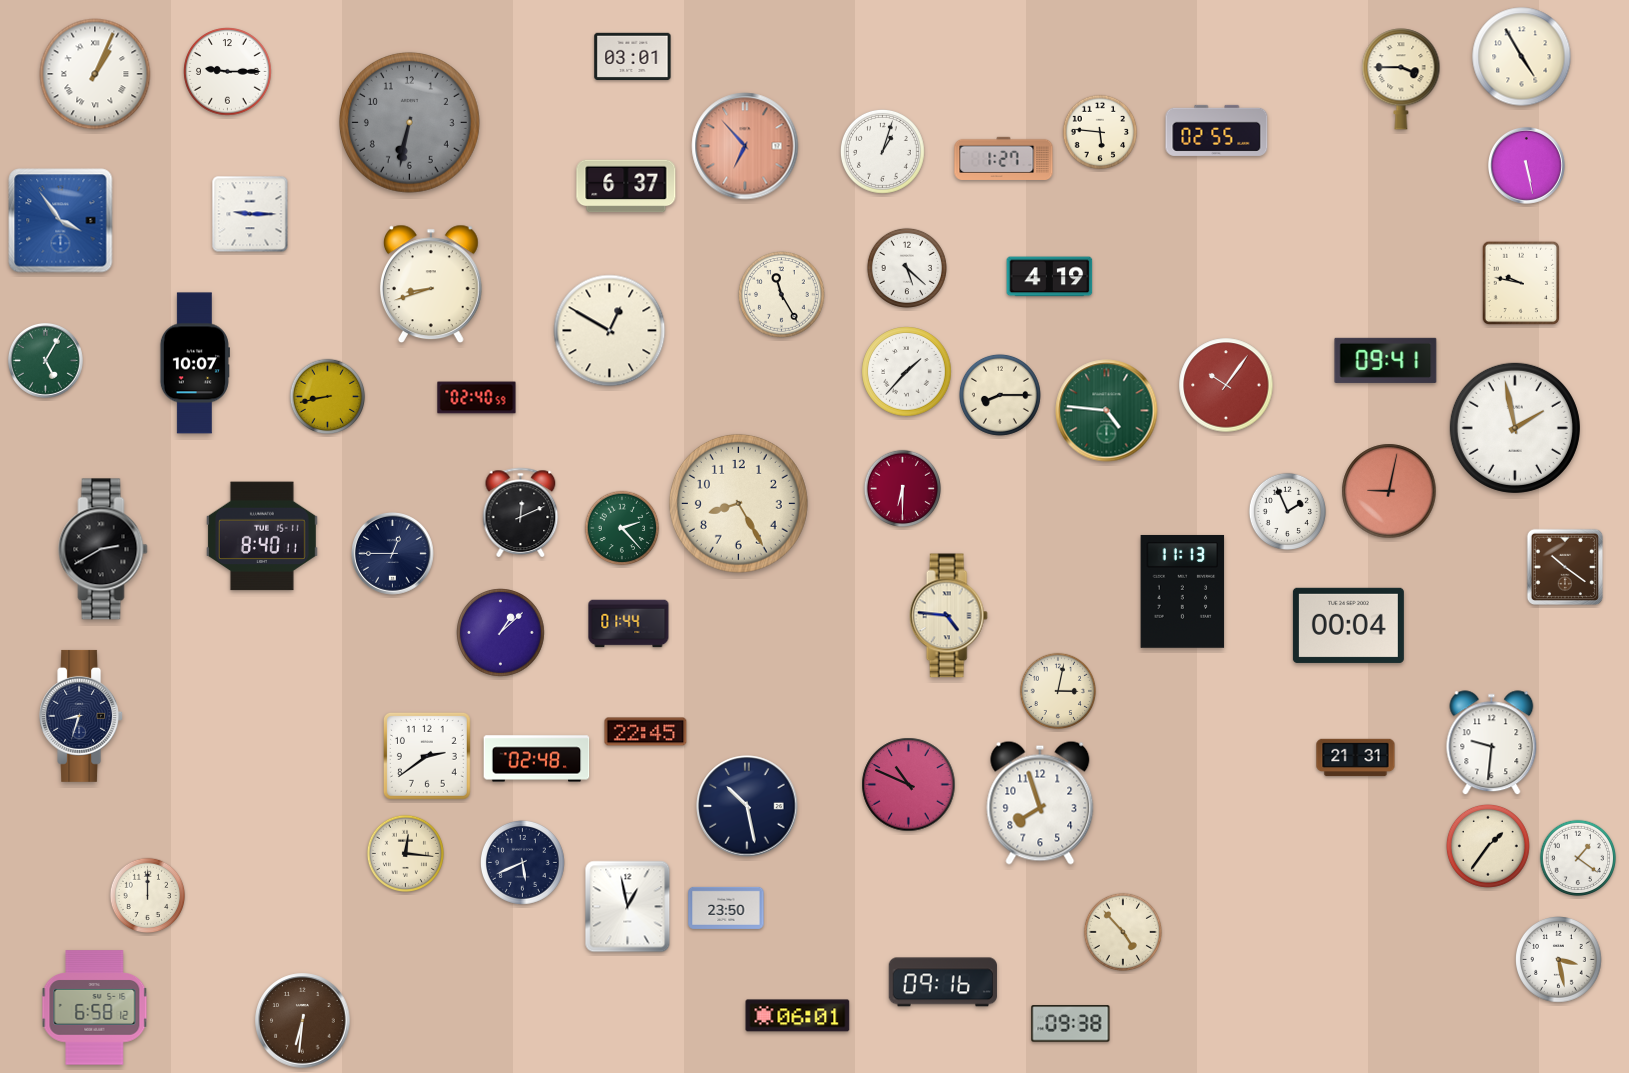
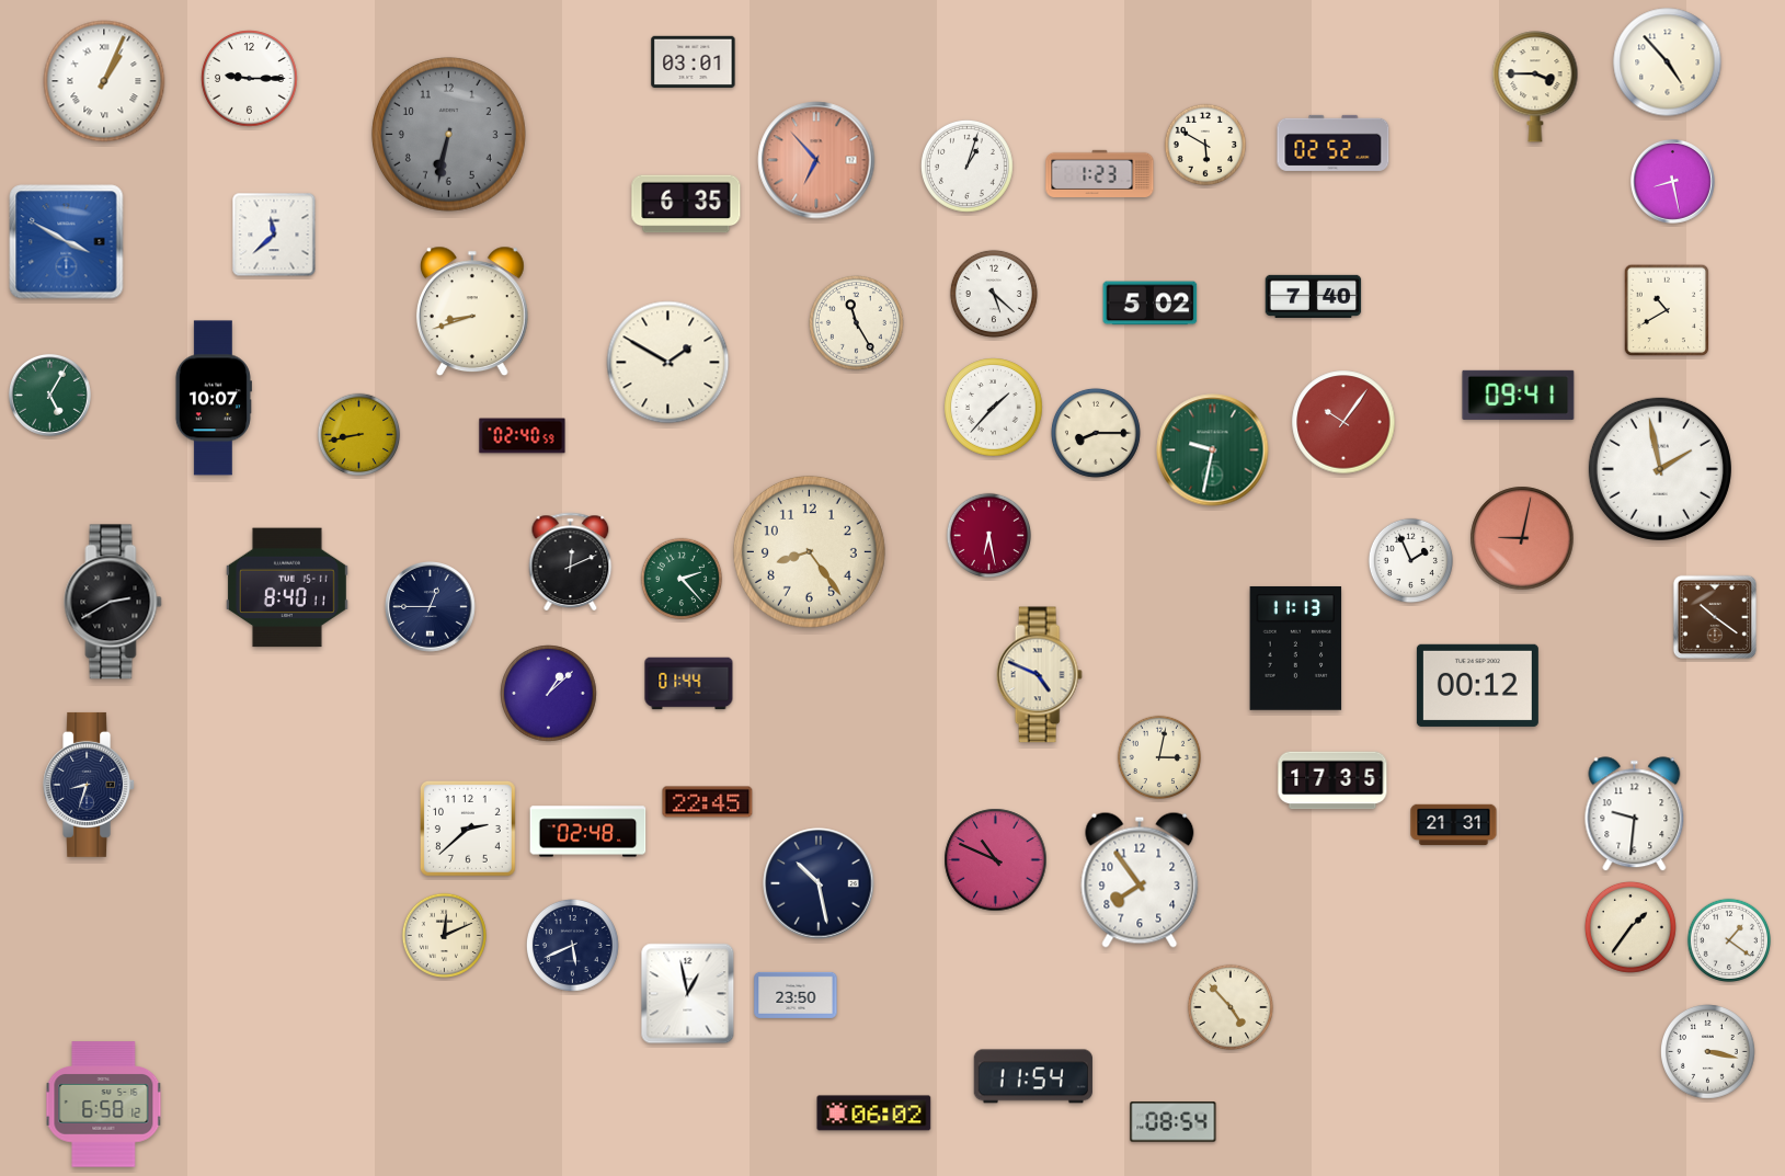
clock at (1522, 57): 4:55 -> 4:53
clock at (1217, 130): 02:55 -> 02:52
clock at (1100, 132): 5:46 -> 5:50
clock at (1004, 158): 1:27 -> 1:23
clock at (1526, 165): 5:28 -> 8:28
clock at (626, 186): 6:37 -> 6:35
clock at (250, 214): 9:15 -> 11:38
clock at (61, 221): 3:54 -> 3:50
clock at (1314, 296): none -> 7:40
clock at (1050, 277): 4:19 -> 5:02
clock at (1521, 283): 9:47 -> 10:40
clock at (610, 331): 12:50 -> 1:50
clock at (1107, 411): 4:46 -> 9:32
clock at (902, 488): 6:30 -> 6:28
clock at (738, 503): 8:25 -> 8:24
clock at (1564, 566) position: (1564, 566) -> (1714, 616)
clock at (948, 616): 4:46 -> 4:49
clock at (1348, 625): 00:04 -> 00:12
clock at (1332, 780): none -> 17:35
clock at (427, 756): 2:39 -> 2:38
clock at (1356, 758) position: (1356, 758) -> (1454, 825)
clock at (1040, 803): 7:57 -> 7:54
clock at (405, 853): 12:16 -> 12:11
clock at (148, 896): 12:00 -> none
clock at (1123, 932) position: (1123, 932) -> (1231, 1007)
clock at (1559, 960): 3:28 -> 3:17
clock at (943, 982): 09:16 -> 11:54
clock at (798, 1016): 06:01 -> 06:02
clock at (303, 1021): 6:31 -> none
clock at (1071, 1024): 09:38 -> 08:54
